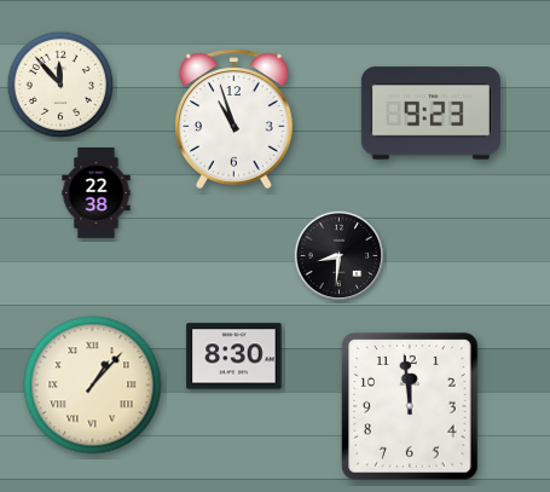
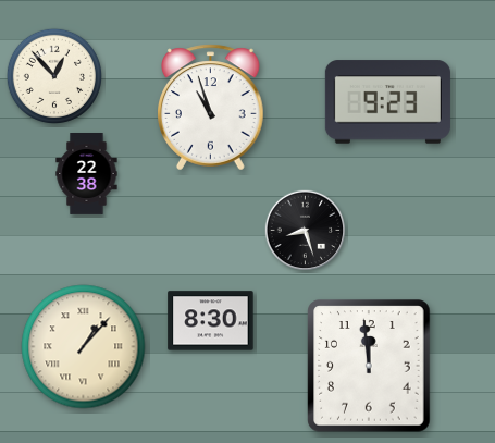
clock at (59, 83): 11:53 -> 12:53
clock at (340, 256): 8:31 -> 8:27
